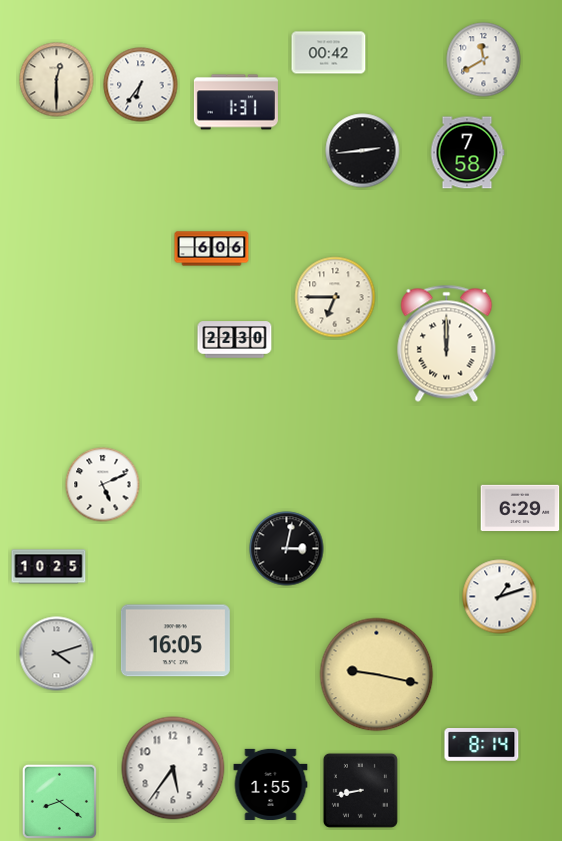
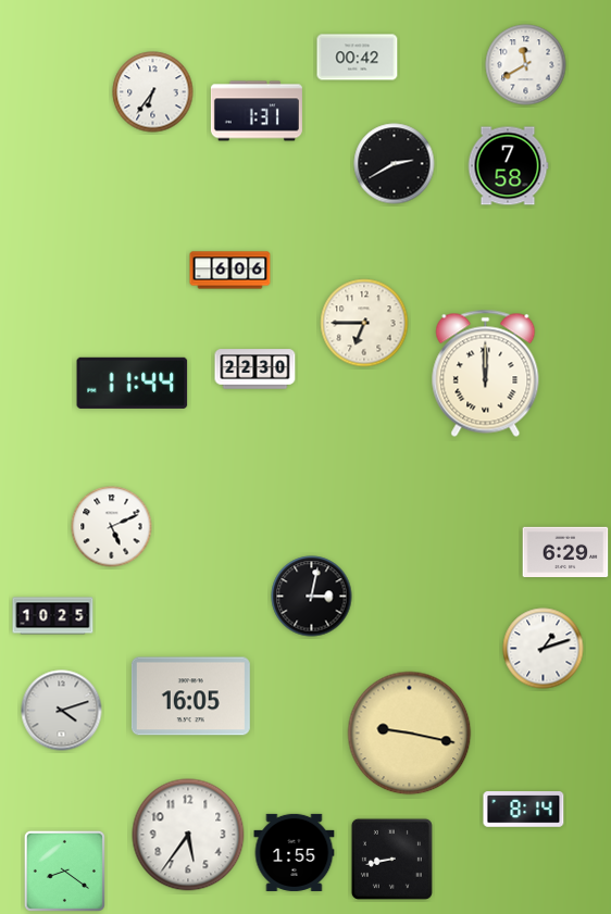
clock at (57, 80): 12:30 -> none
clock at (363, 151): 2:44 -> 2:40
clock at (133, 383): none -> 11:44
